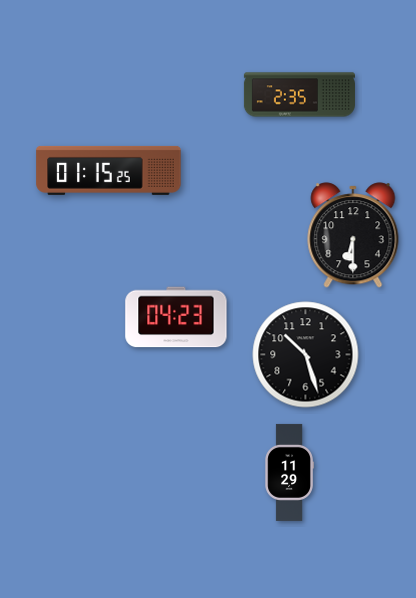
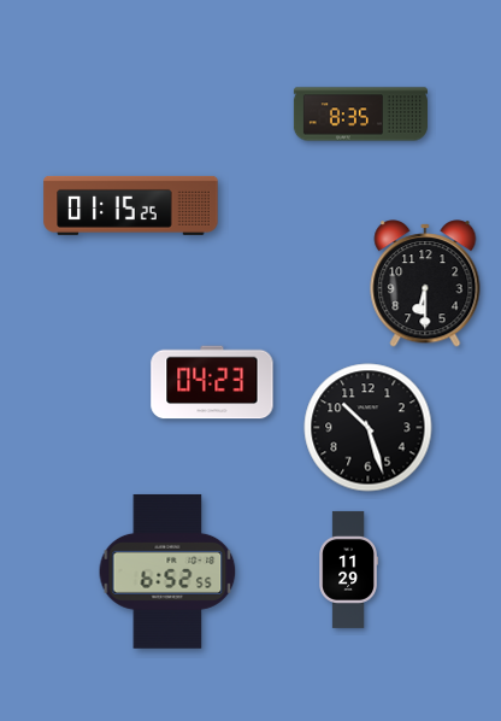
clock at (299, 95): 2:35 -> 8:35
clock at (167, 571): none -> 6:52
